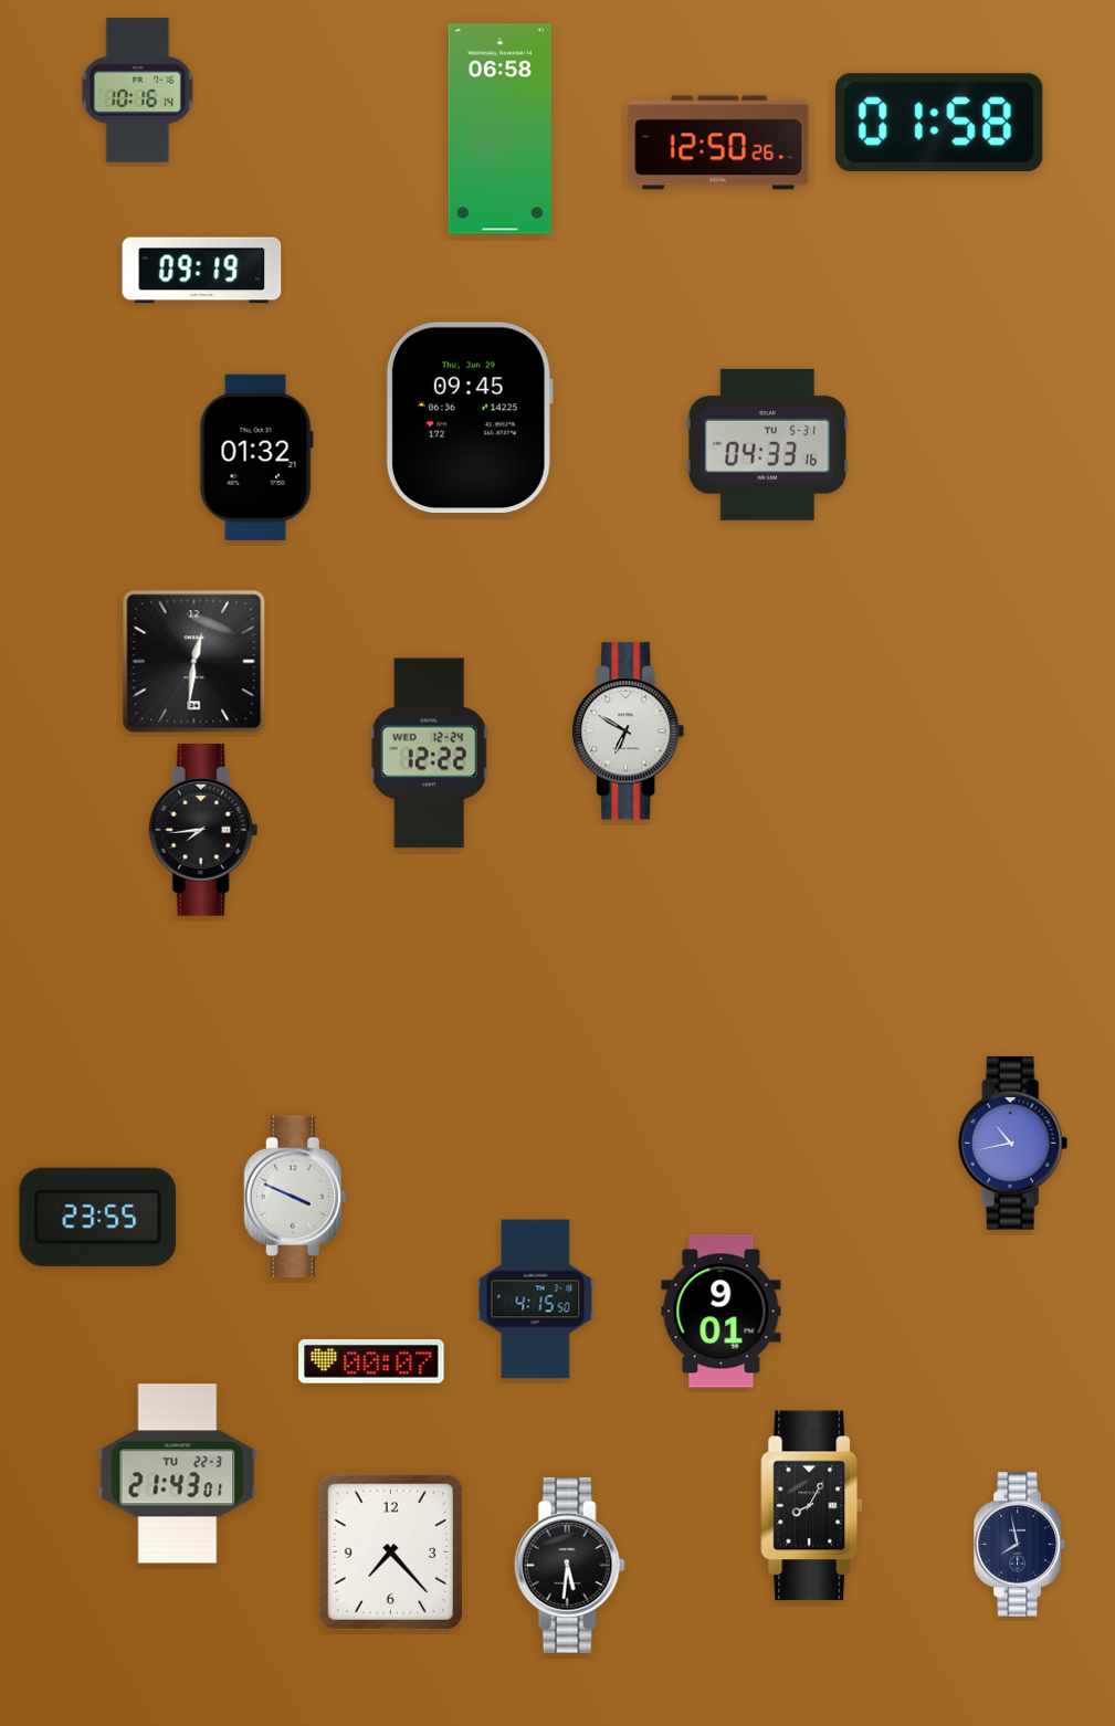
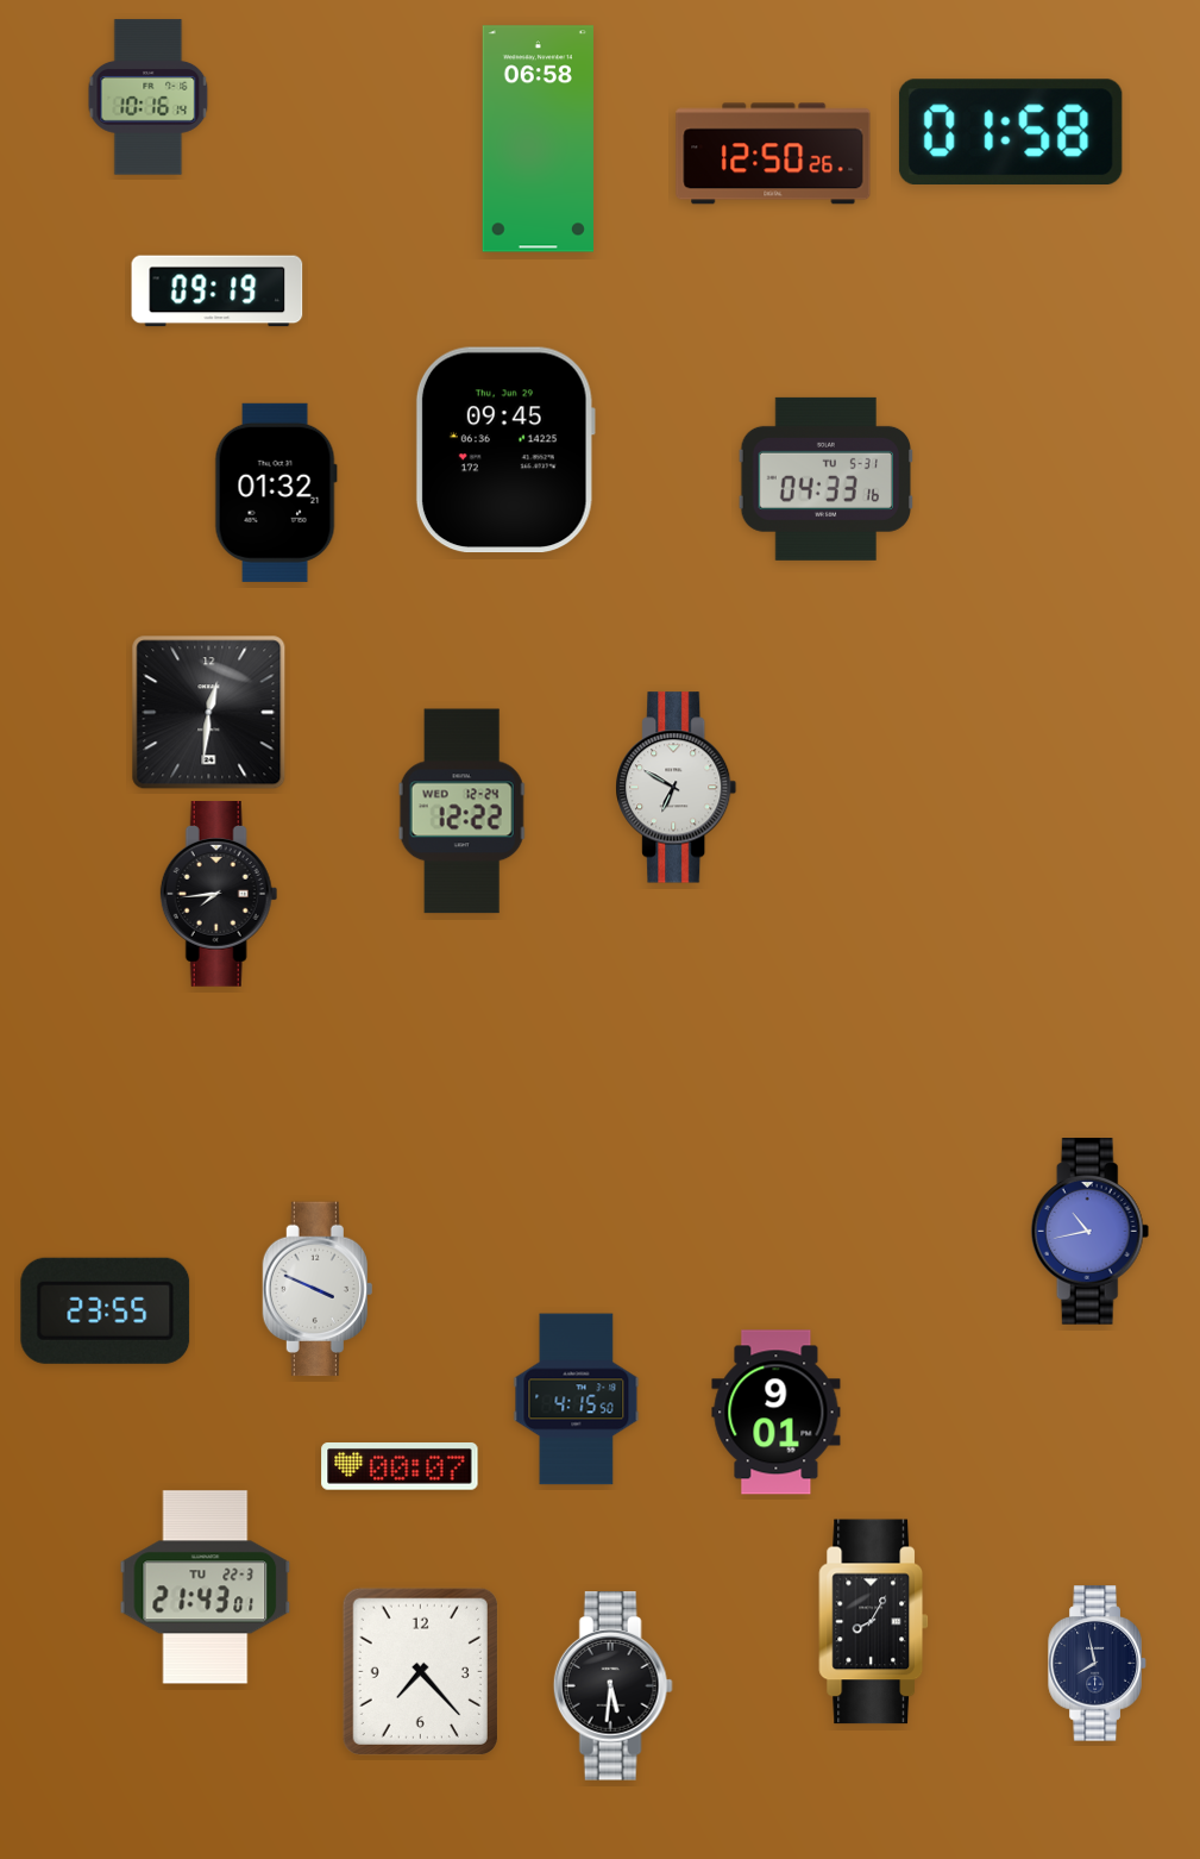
clock at (178, 1474) position: (178, 1474) -> (206, 1588)
